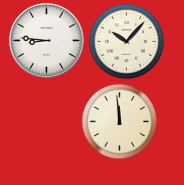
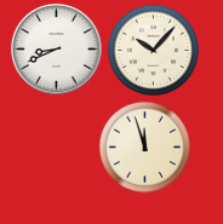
clock at (46, 40): 8:46 -> 8:41
clock at (120, 122): 11:59 -> 11:57
